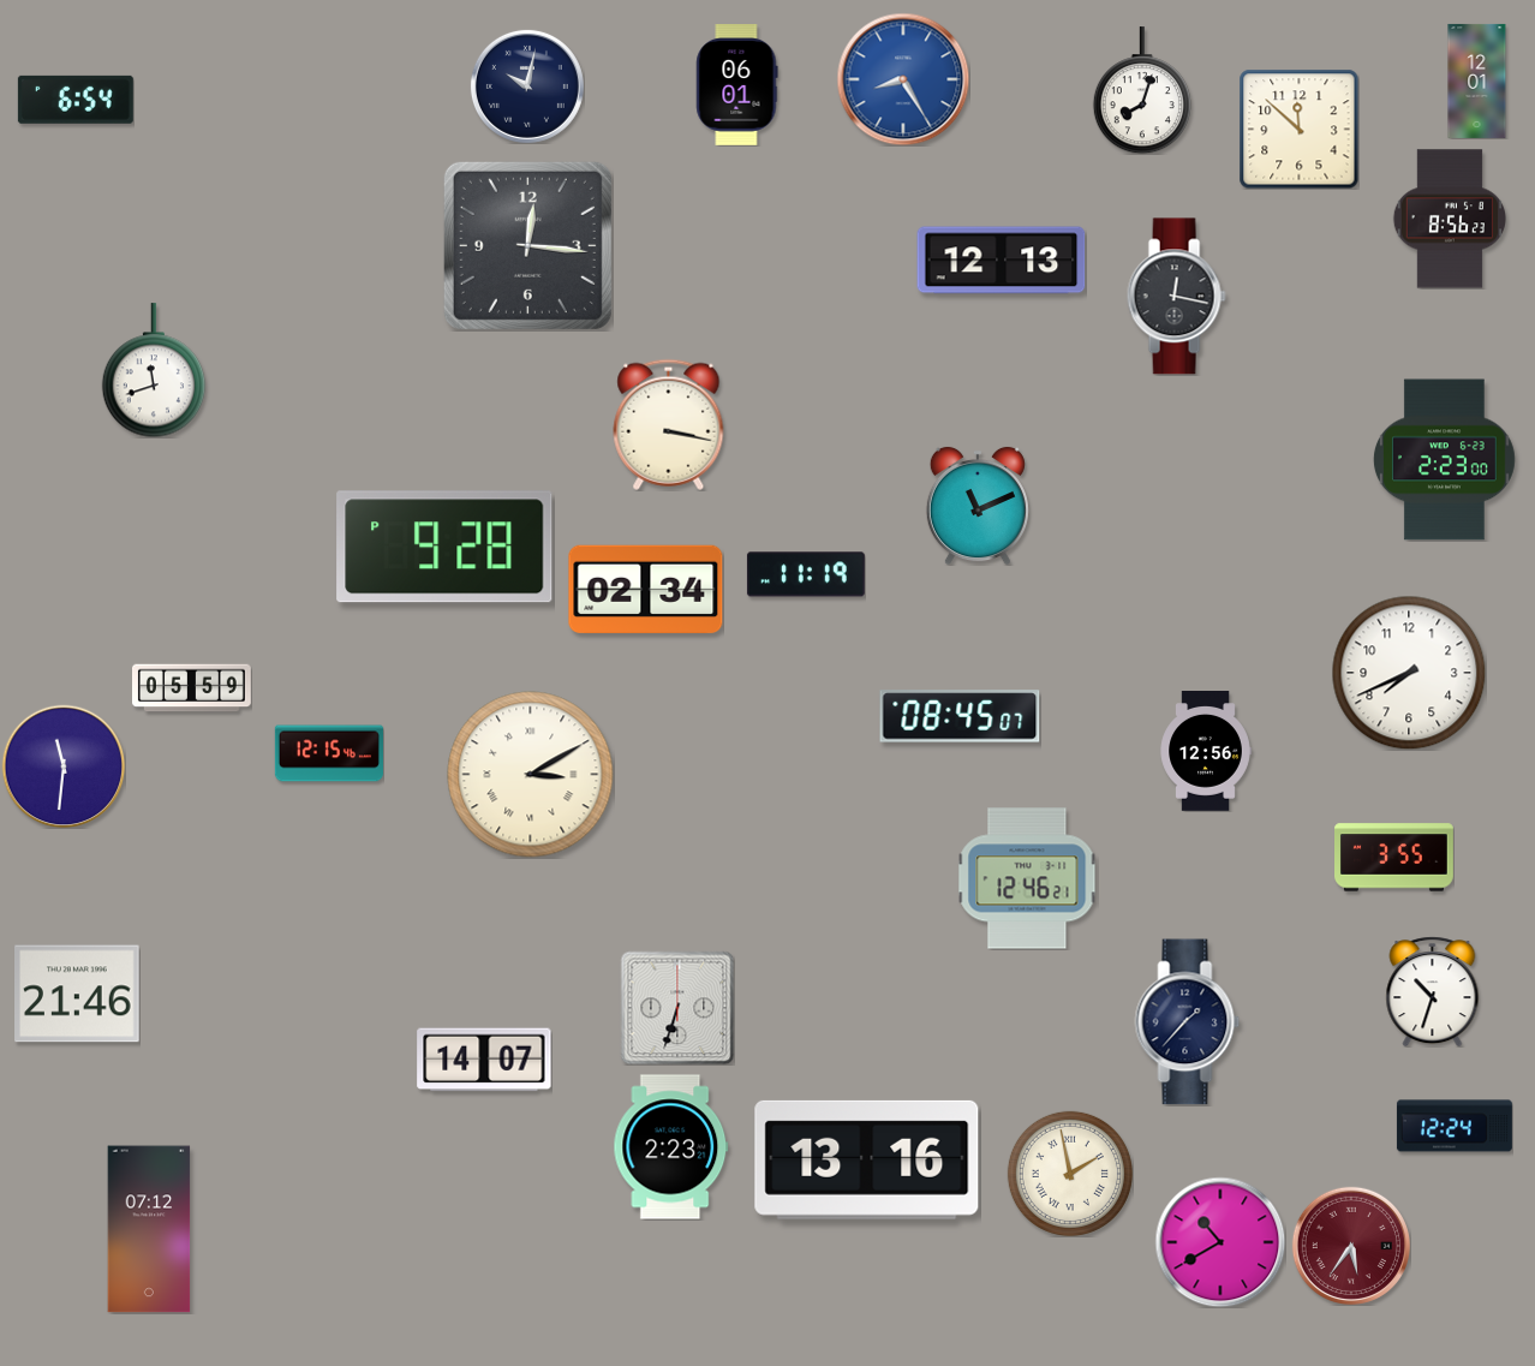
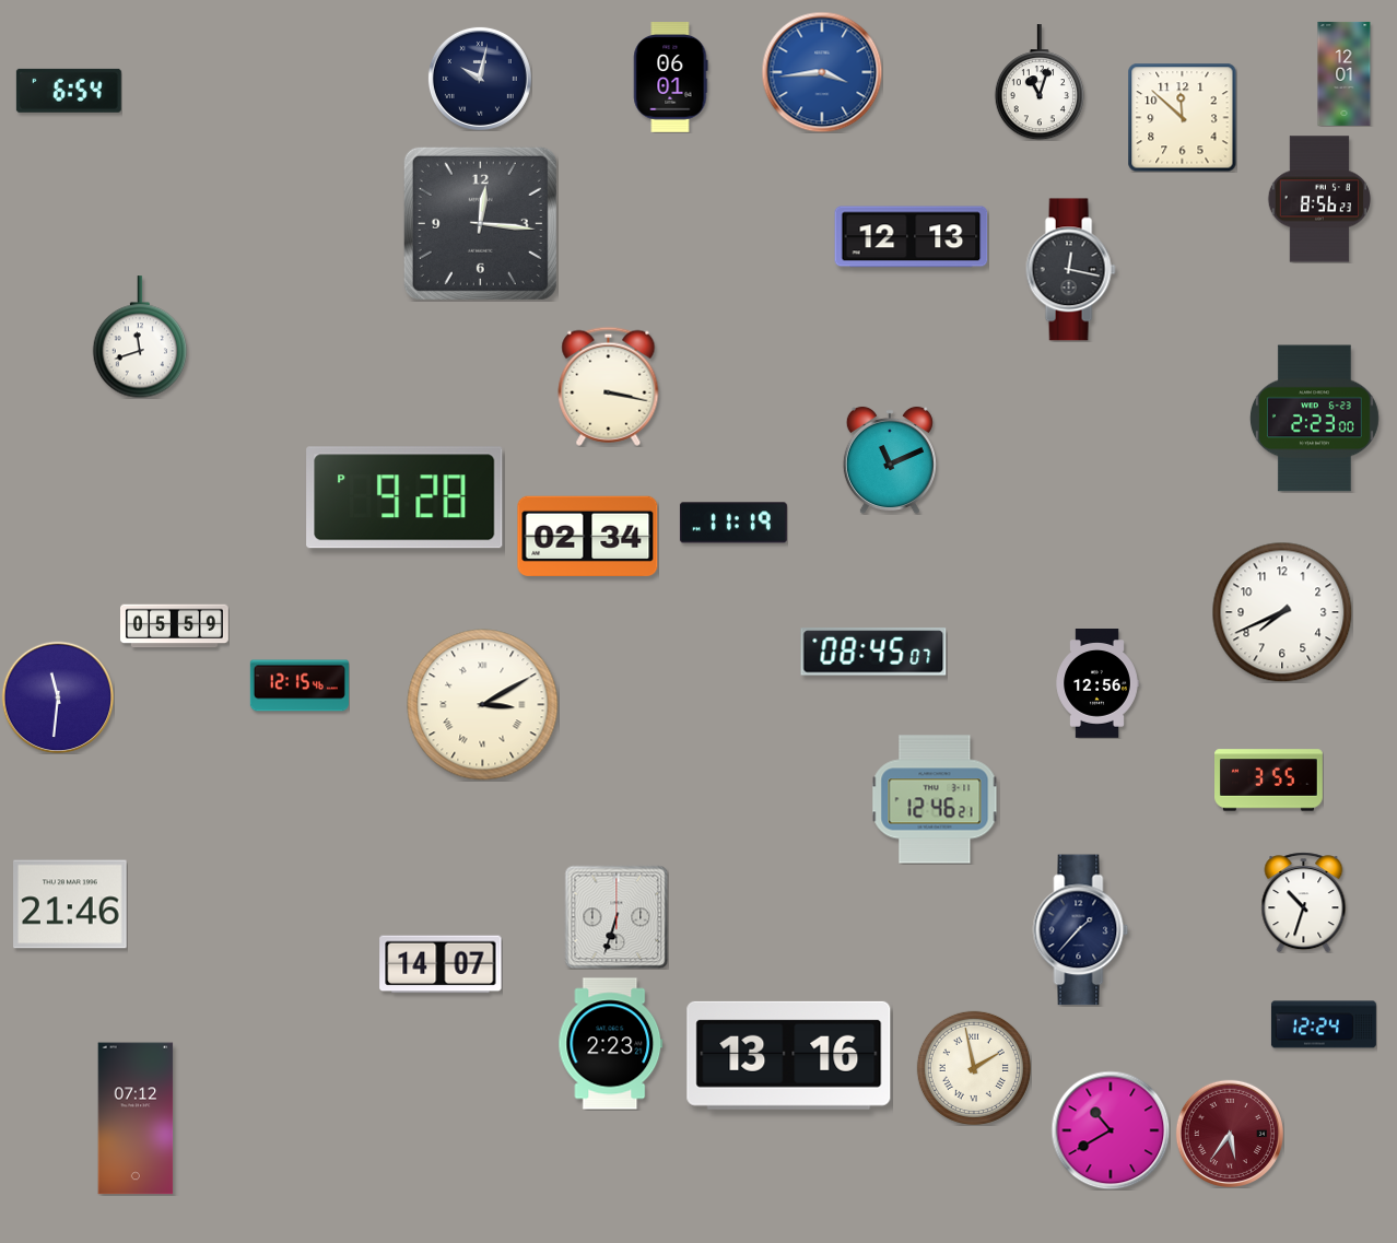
clock at (903, 79): 8:25 -> 3:44
clock at (1142, 90): 8:03 -> 11:03
